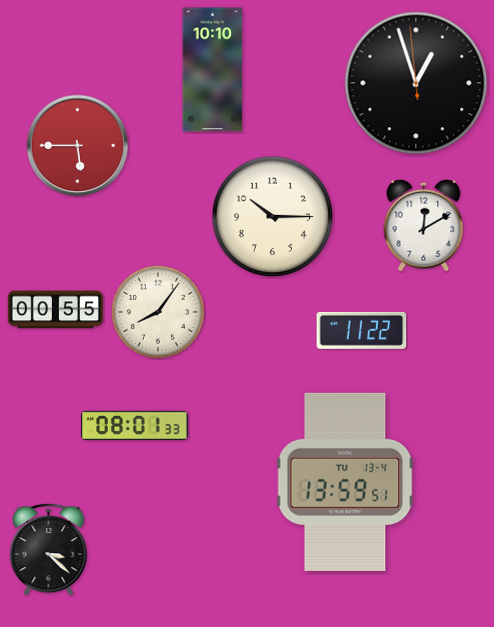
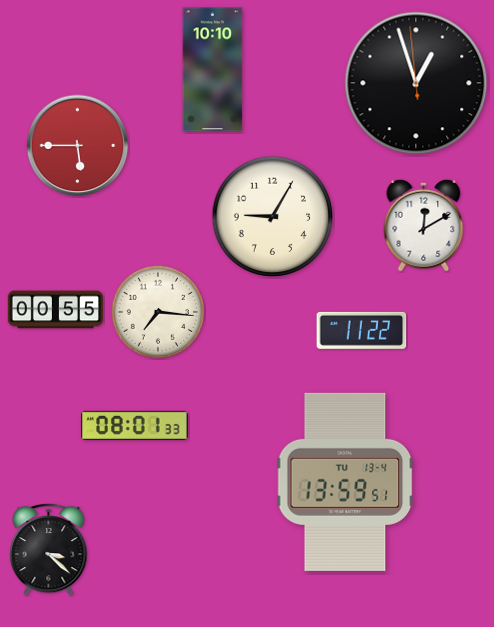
clock at (273, 217): 10:15 -> 9:05
clock at (158, 312): 8:06 -> 7:16
